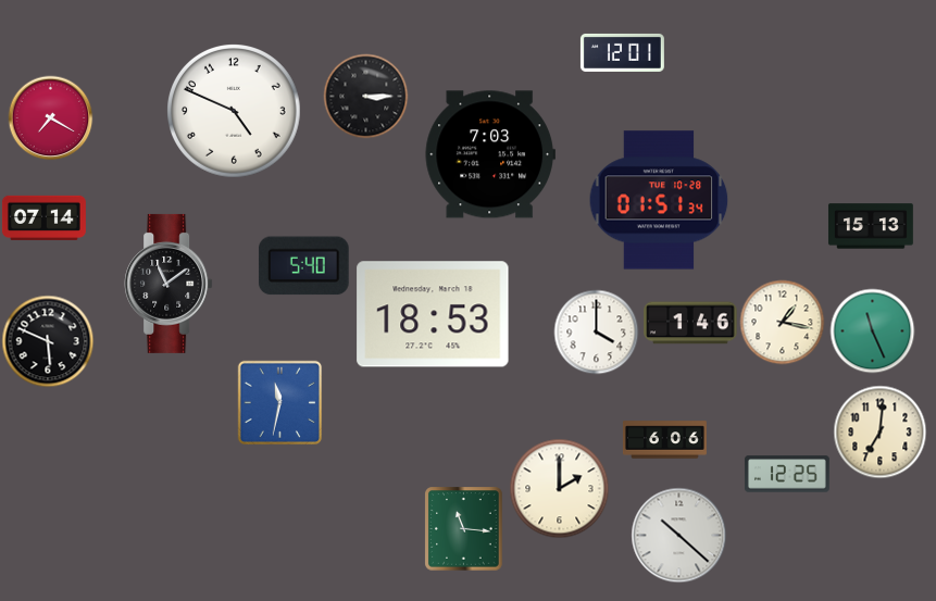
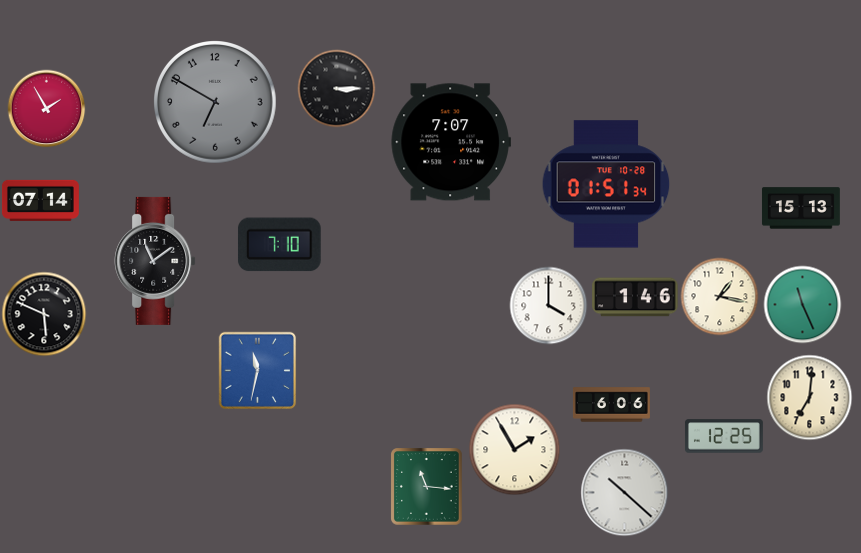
clock at (622, 52): 12:01 -> none
clock at (235, 112): 4:49 -> 6:50
clock at (235, 112) dial: white -> grey
clock at (50, 117): 7:20 -> 1:55
clock at (490, 154): 7:03 -> 7:07
clock at (303, 266): 5:40 -> 7:10
clock at (433, 314): 18:53 -> none
clock at (559, 488): 2:00 -> 1:55
